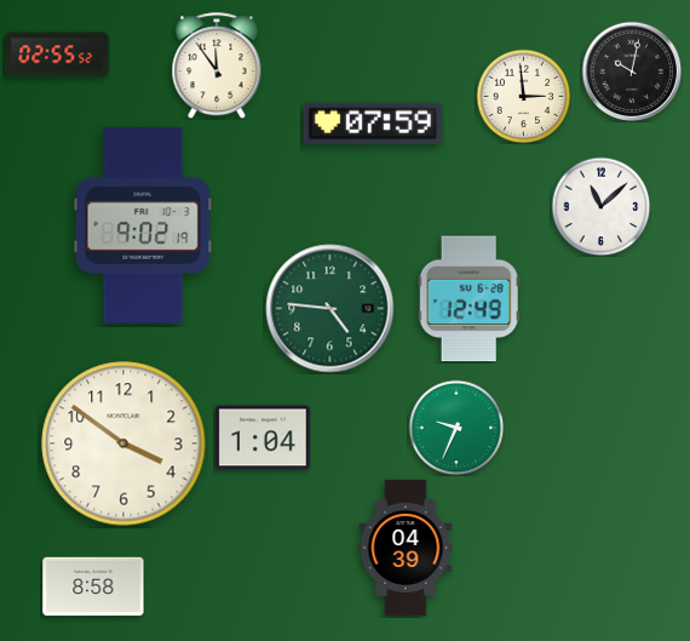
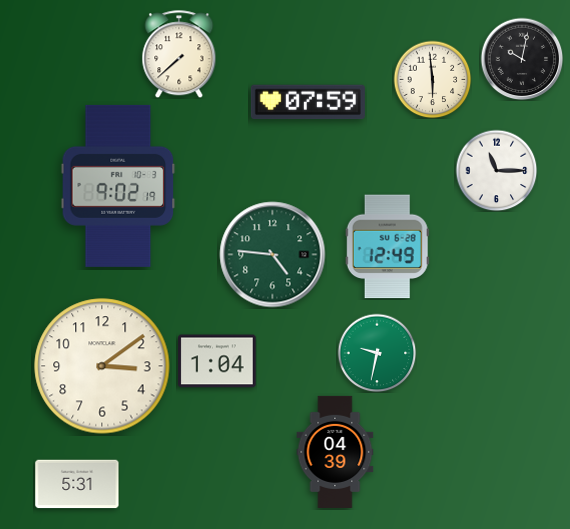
clock at (57, 55): 02:55 -> none
clock at (217, 65): 11:54 -> 7:38
clock at (523, 96): 2:59 -> 5:59
clock at (600, 206): 11:08 -> 11:15
clock at (456, 428): 9:34 -> 9:32
clock at (123, 443): 3:51 -> 3:09
clock at (93, 586): 8:58 -> 5:31
